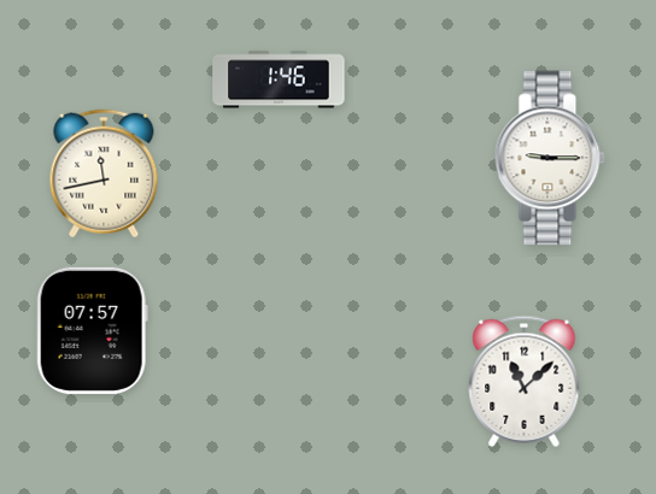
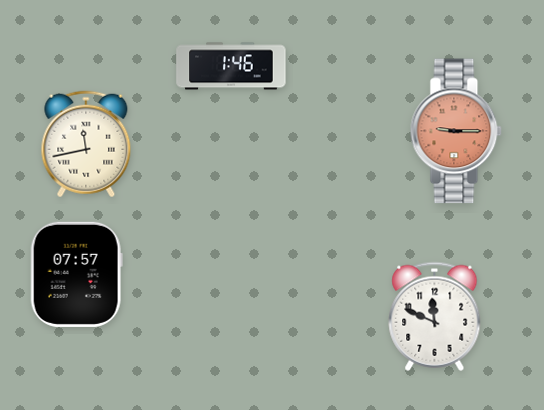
clock at (550, 158) dial: white -> salmon
clock at (525, 381): 11:08 -> 11:49
